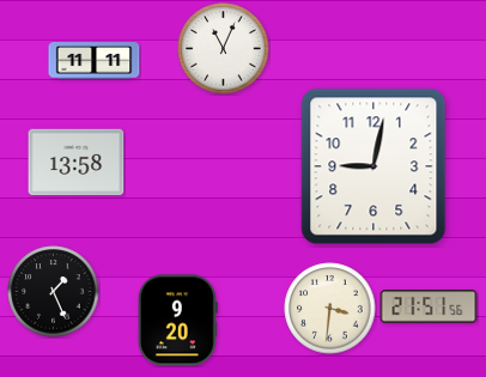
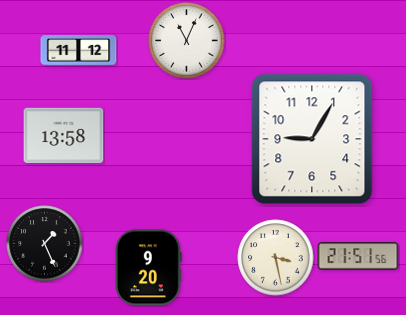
clock at (95, 61): 11:11 -> 11:12
clock at (373, 166): 9:02 -> 9:05
clock at (330, 309): 3:31 -> 3:28
